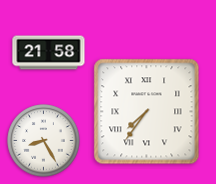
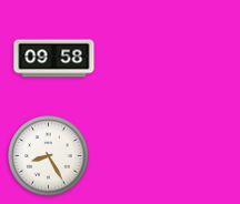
clock at (49, 53): 21:58 -> 09:58
clock at (147, 112): 7:36 -> none
